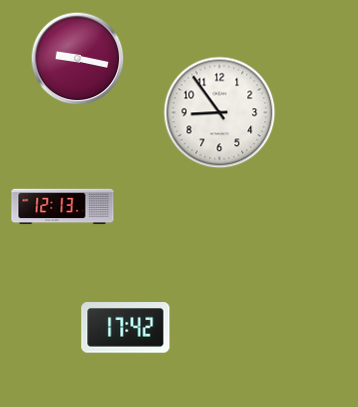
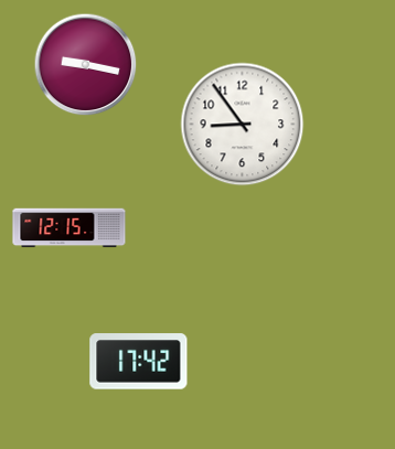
clock at (63, 207): 12:13 -> 12:15
